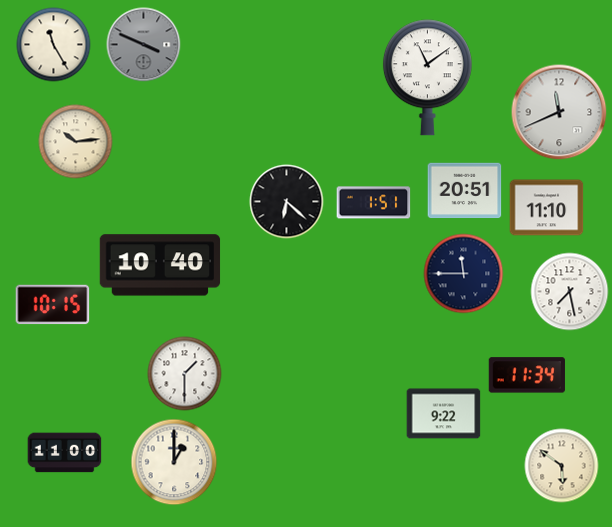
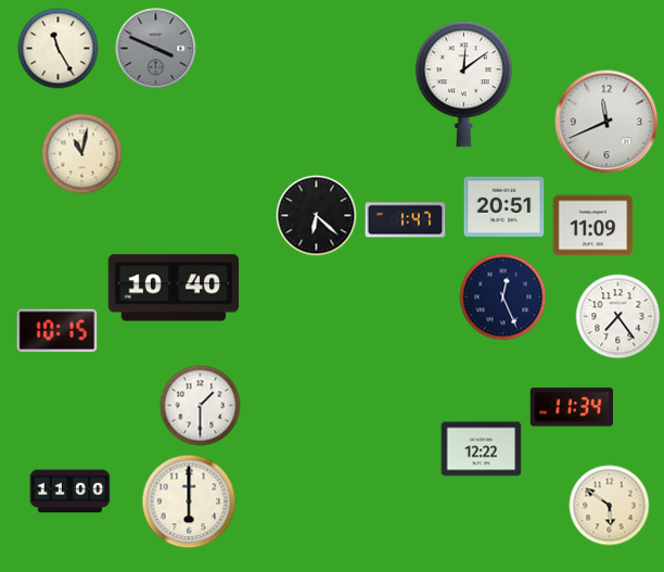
clock at (427, 78): 11:09 -> 12:09
clock at (76, 142): 10:14 -> 11:02
clock at (287, 202) position: (287, 202) -> (317, 216)
clock at (374, 203): 1:51 -> 1:47
clock at (547, 208): 11:10 -> 11:09
clock at (464, 274): 11:45 -> 12:26
clock at (570, 292): 7:28 -> 7:24
clock at (444, 414): 9:22 -> 12:22
clock at (174, 462): 1:00 -> 6:00
